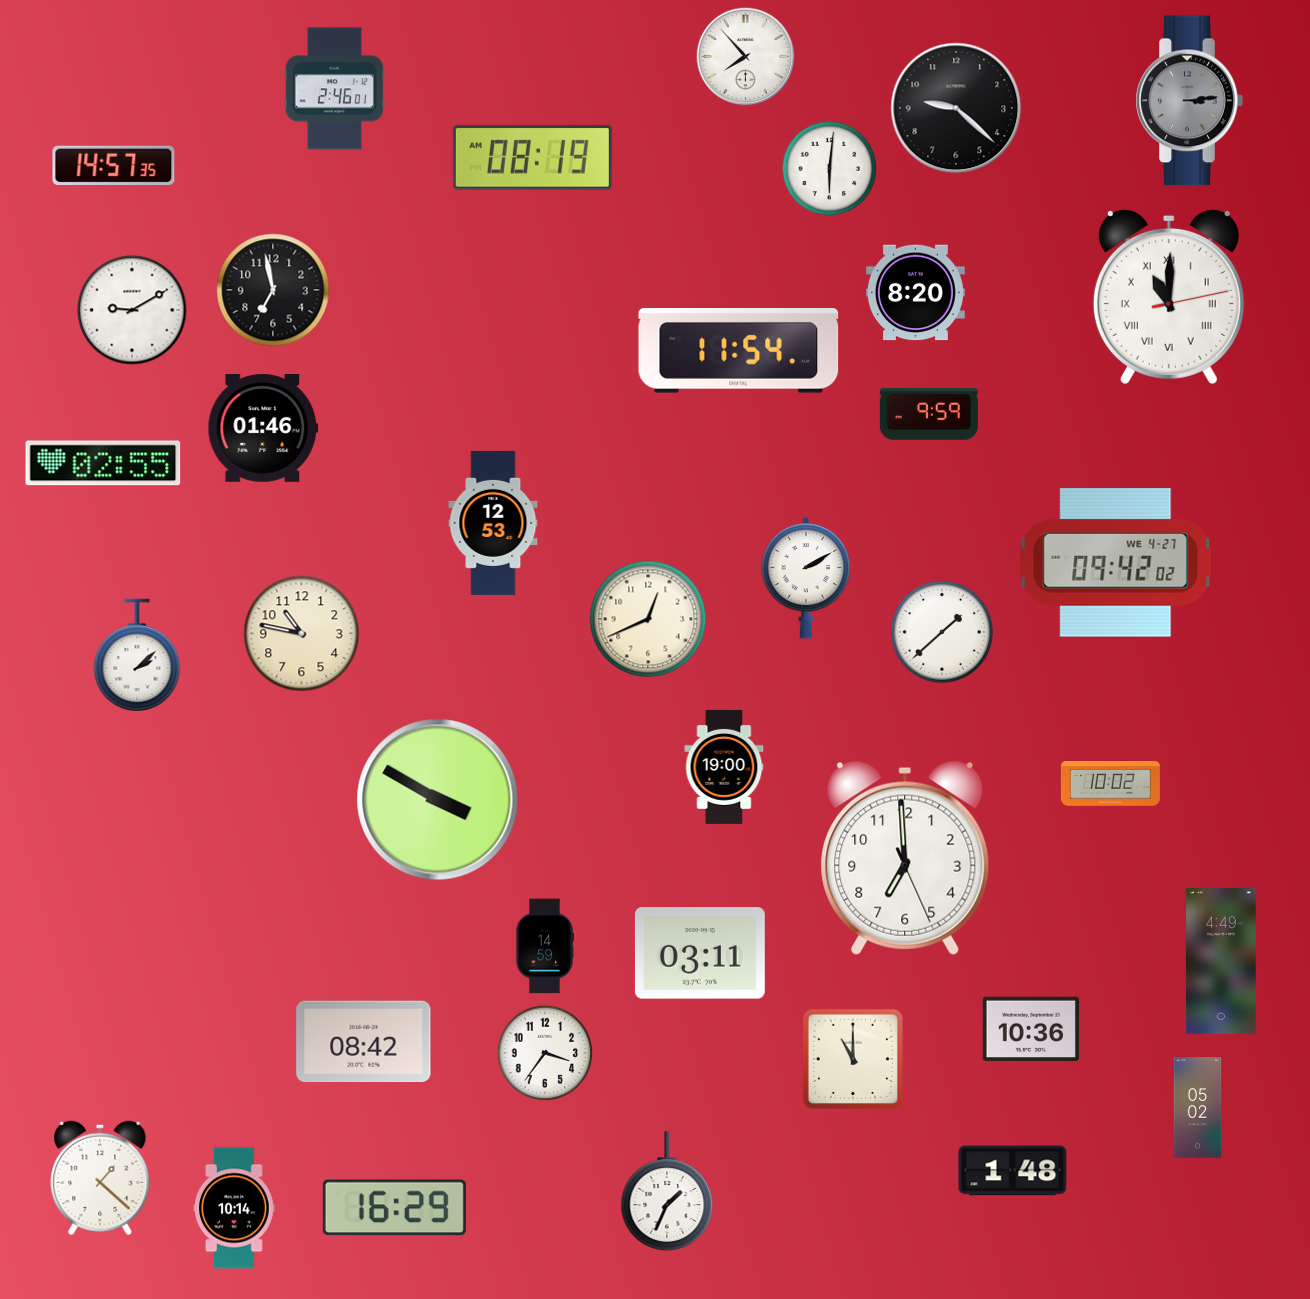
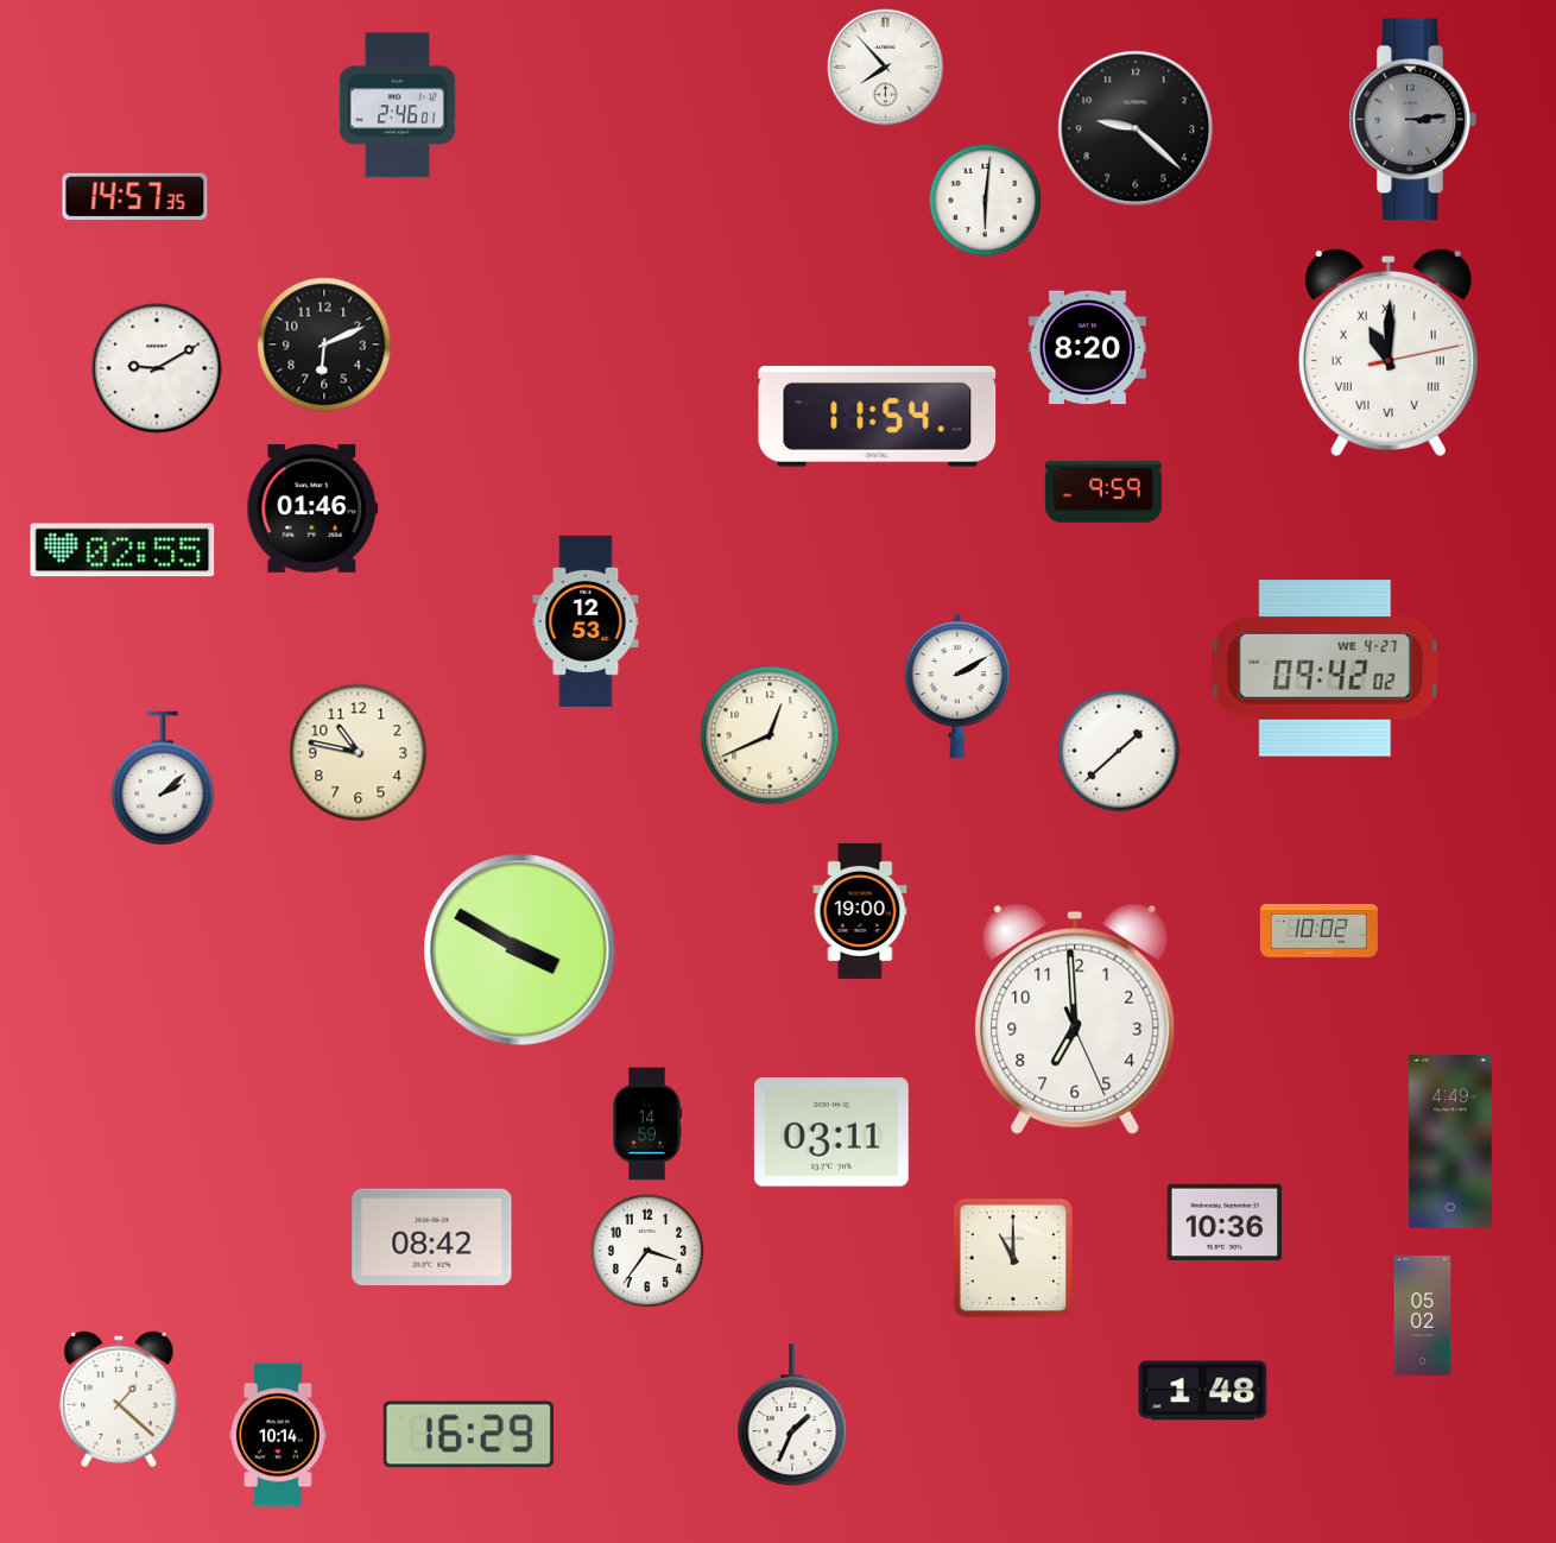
clock at (532, 158): 08:19 -> none
clock at (273, 290): 6:58 -> 6:11
